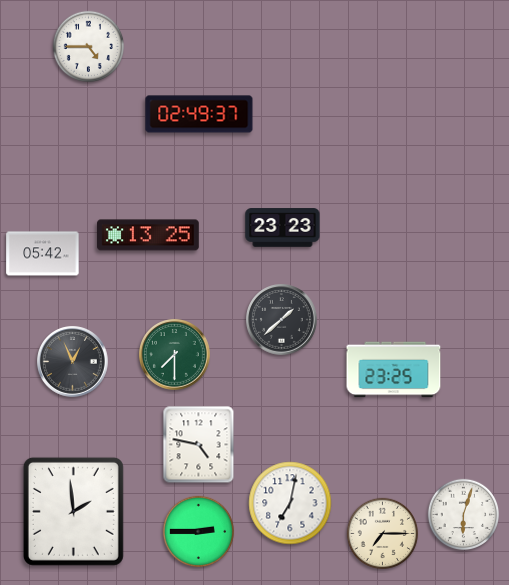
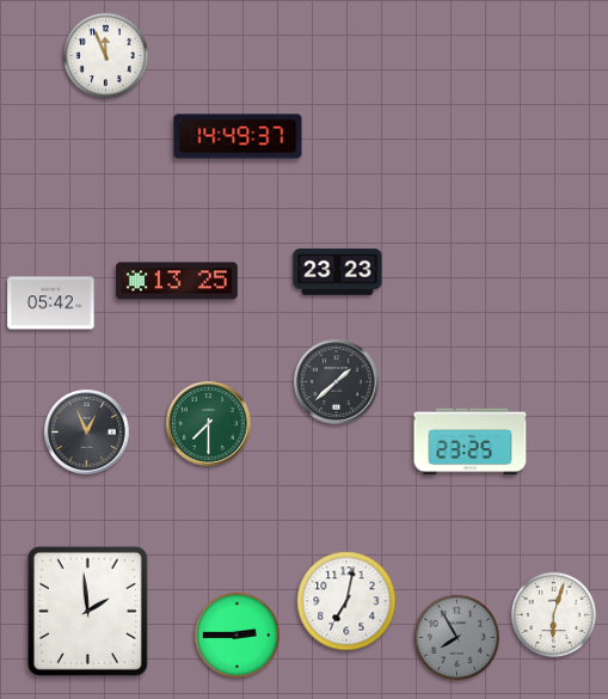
clock at (89, 47): 4:45 -> 11:56
clock at (199, 114): 02:49 -> 14:49
clock at (199, 445): 4:47 -> none
clock at (383, 534): 7:15 -> 7:55
clock at (383, 534) dial: cream -> grey
